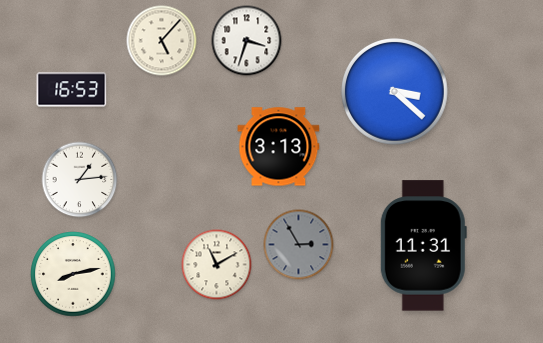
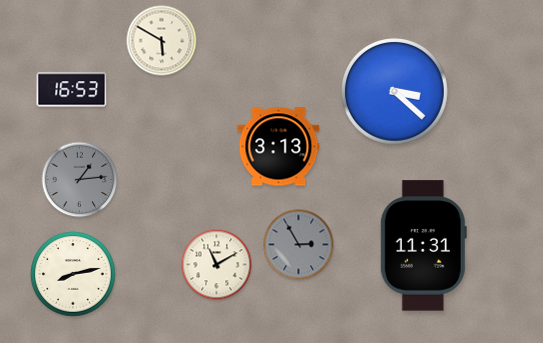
clock at (162, 41): 5:07 -> 5:50
clock at (247, 41): 3:33 -> none
clock at (80, 180) dial: white -> grey
